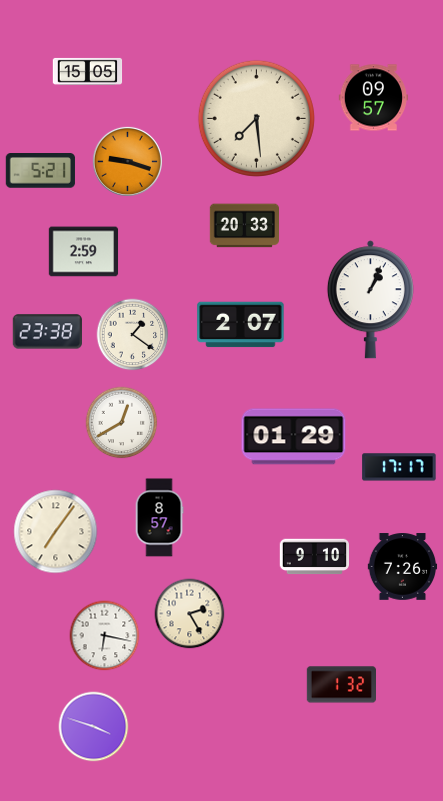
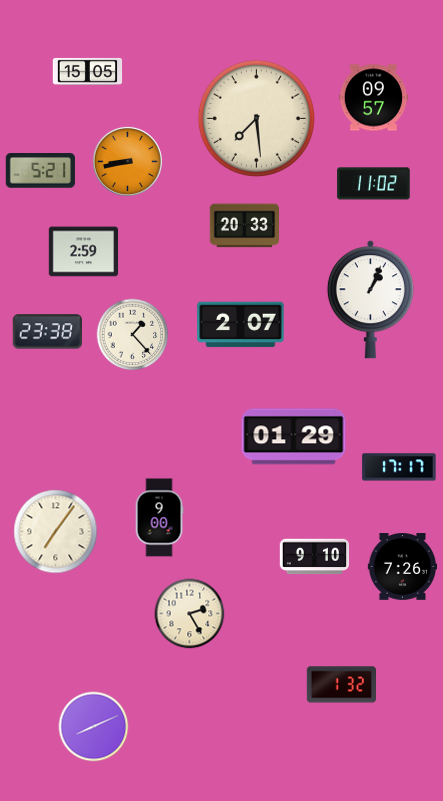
clock at (127, 161): 9:18 -> 8:43
clock at (374, 184): none -> 11:02
clock at (133, 335): 1:21 -> 1:23
clock at (122, 423): 12:40 -> none
clock at (159, 518): 8:57 -> 9:00
clock at (105, 636): 6:17 -> none
clock at (94, 727): 3:48 -> 8:11
